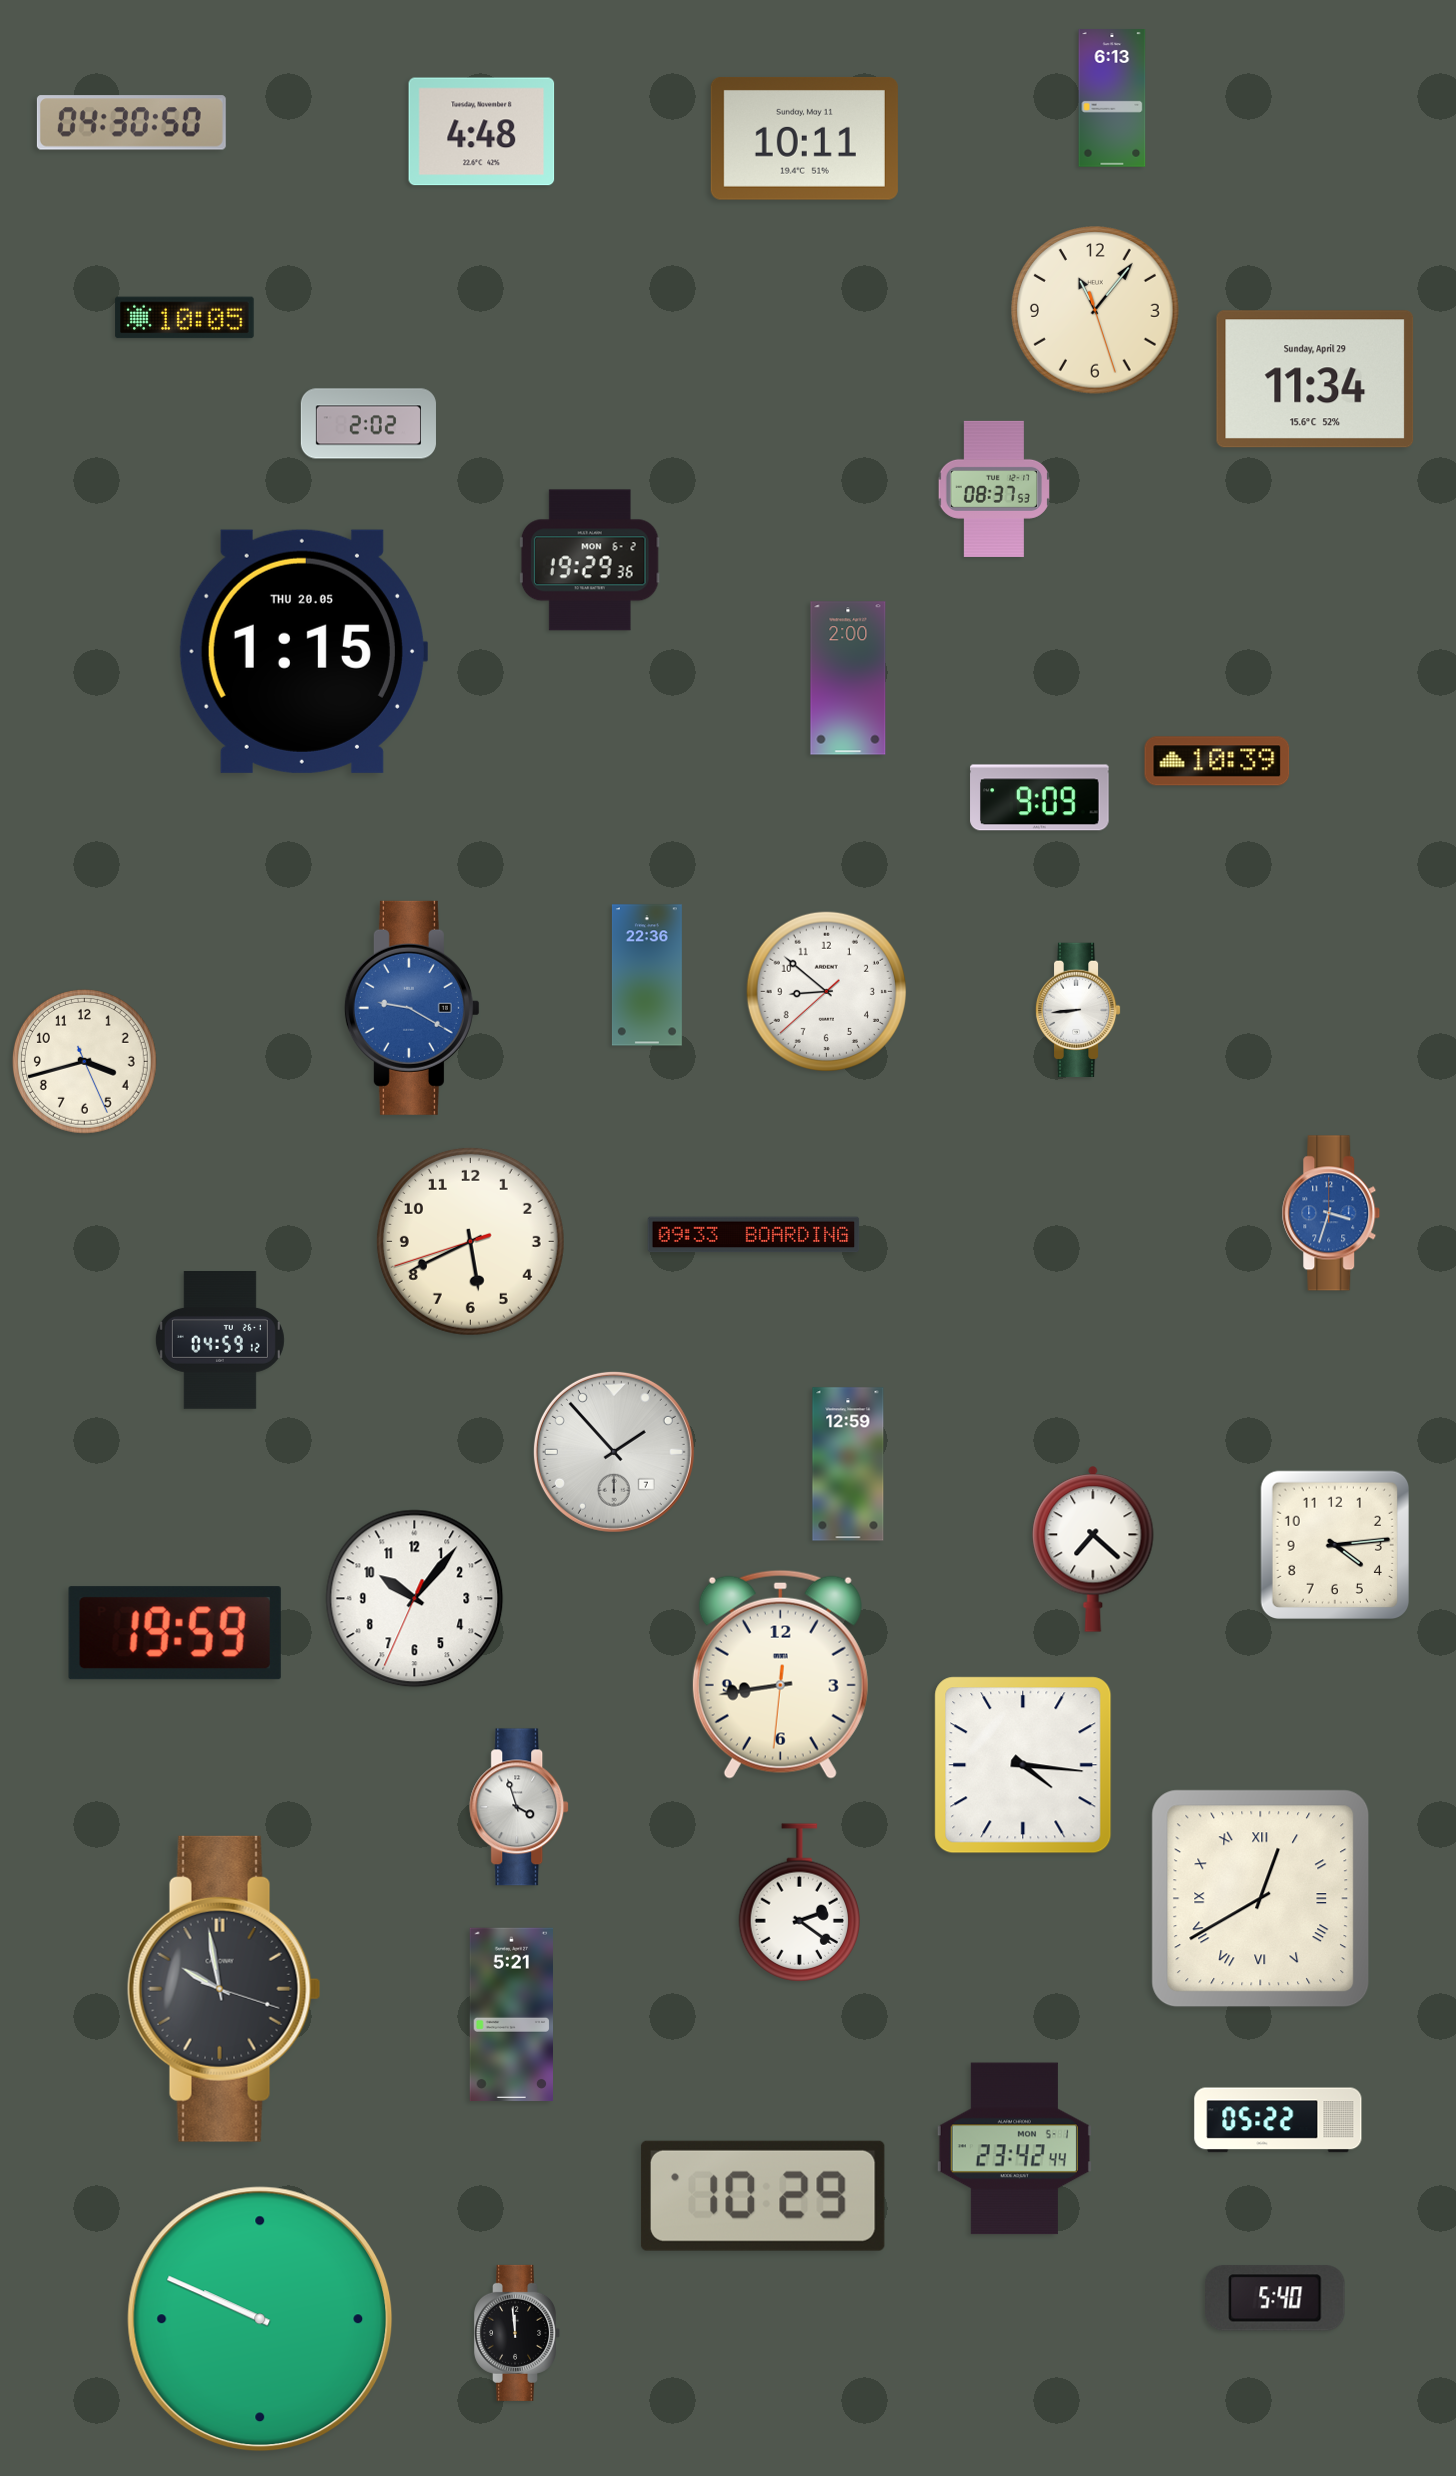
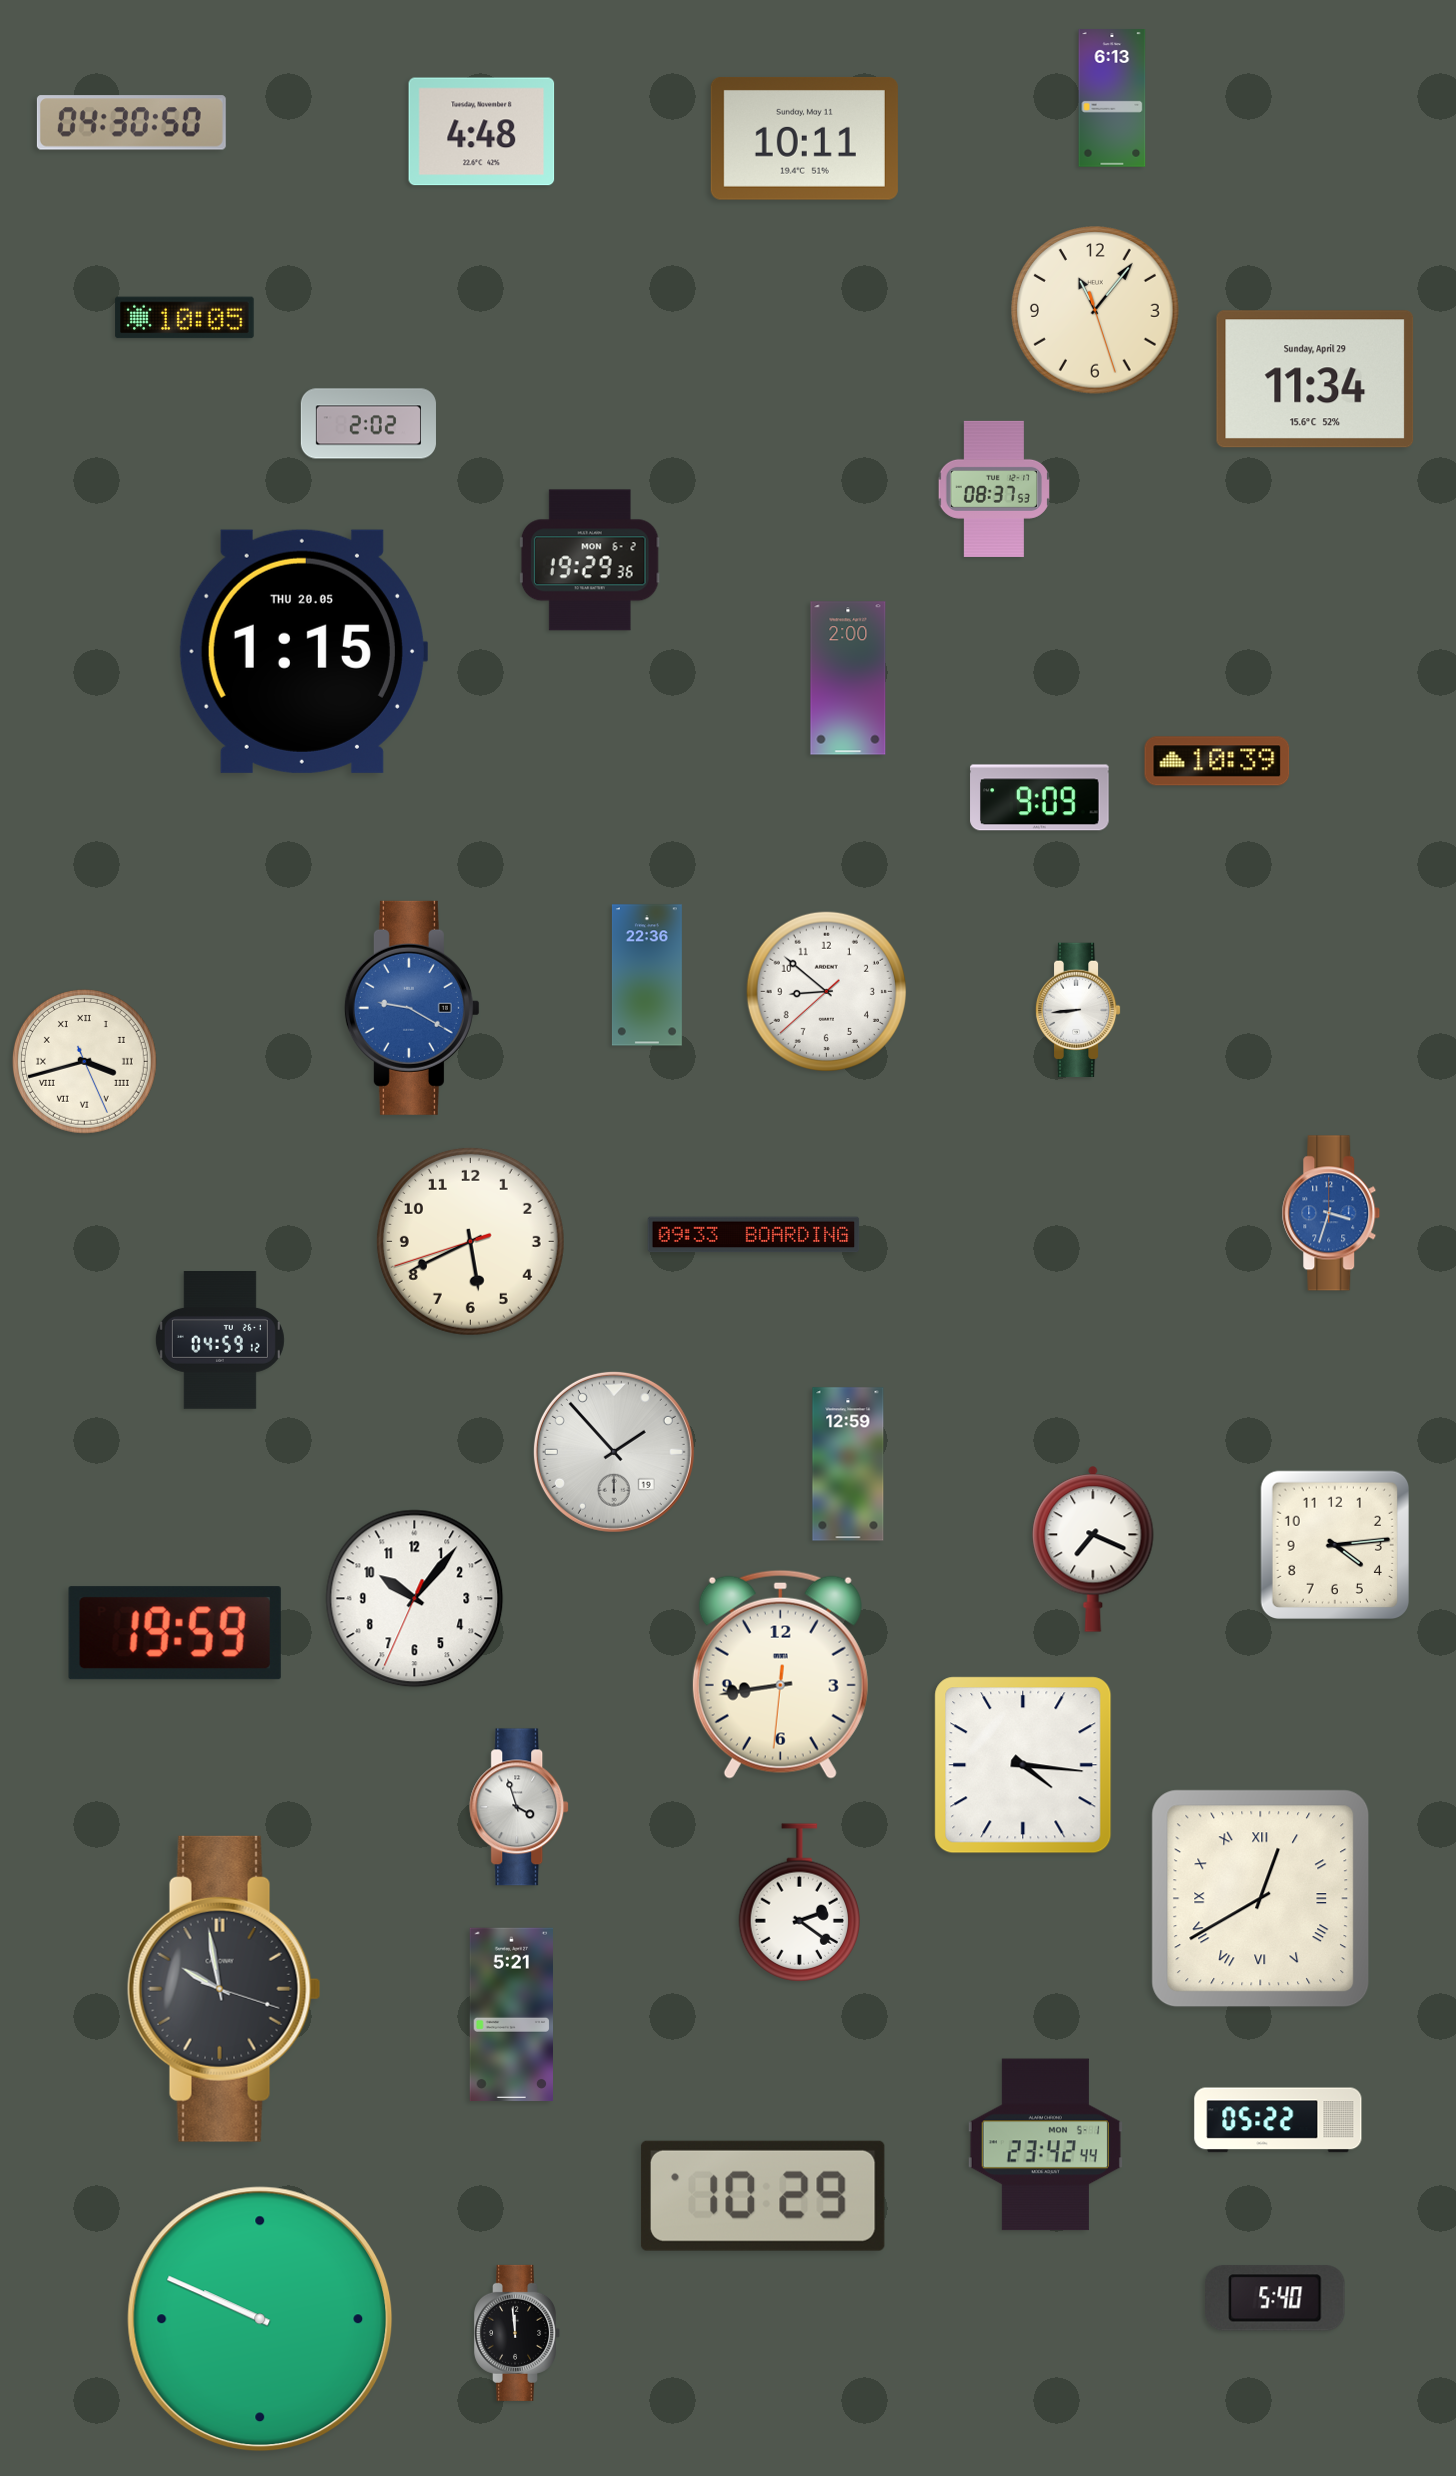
clock at (84, 1061) numerals: Arabic -> Roman
clock at (614, 1452) date: 7 -> 19
clock at (1093, 1549): 7:22 -> 7:19
clock at (1014, 2149) position: (1014, 2149) -> (1045, 2145)
